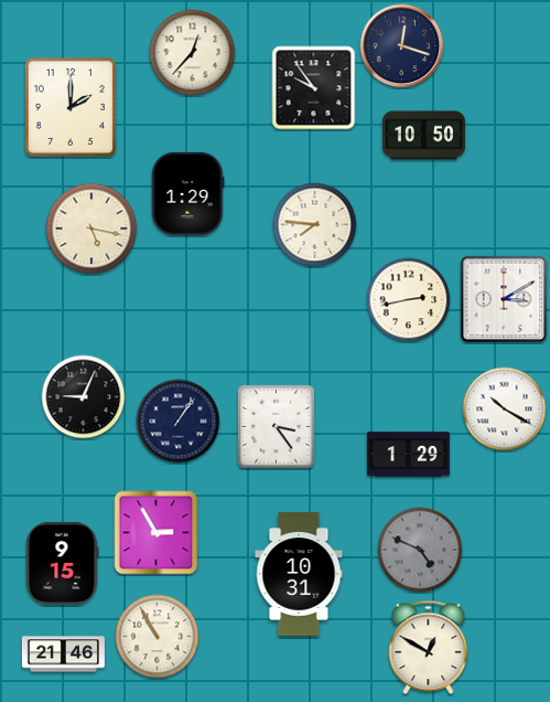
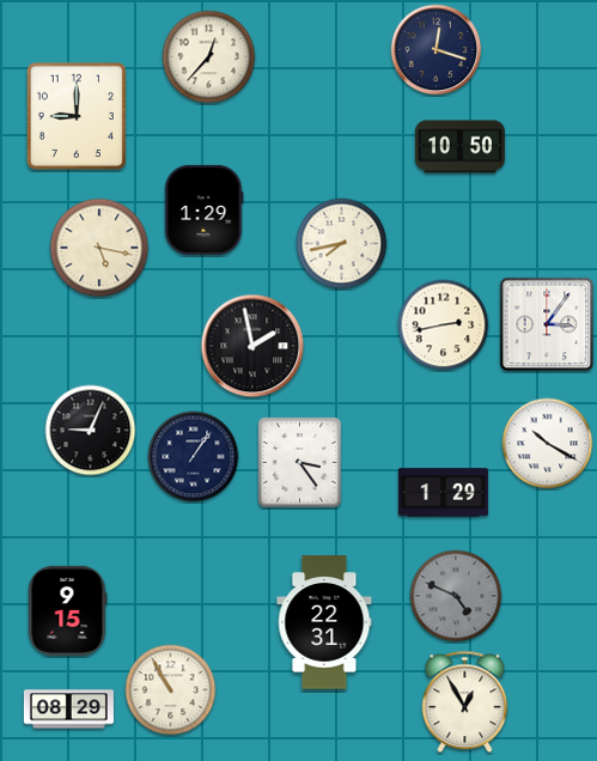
clock at (314, 88): 9:54 -> none
clock at (71, 107): 2:00 -> 9:00
clock at (315, 225): 7:46 -> 7:43
clock at (504, 299): 3:10 -> 3:06
clock at (252, 346): none -> 1:58
clock at (157, 533): 2:55 -> none
clock at (299, 574): 10:31 -> 22:31
clock at (429, 648): 12:50 -> 12:55
clock at (63, 655): 21:46 -> 08:29
